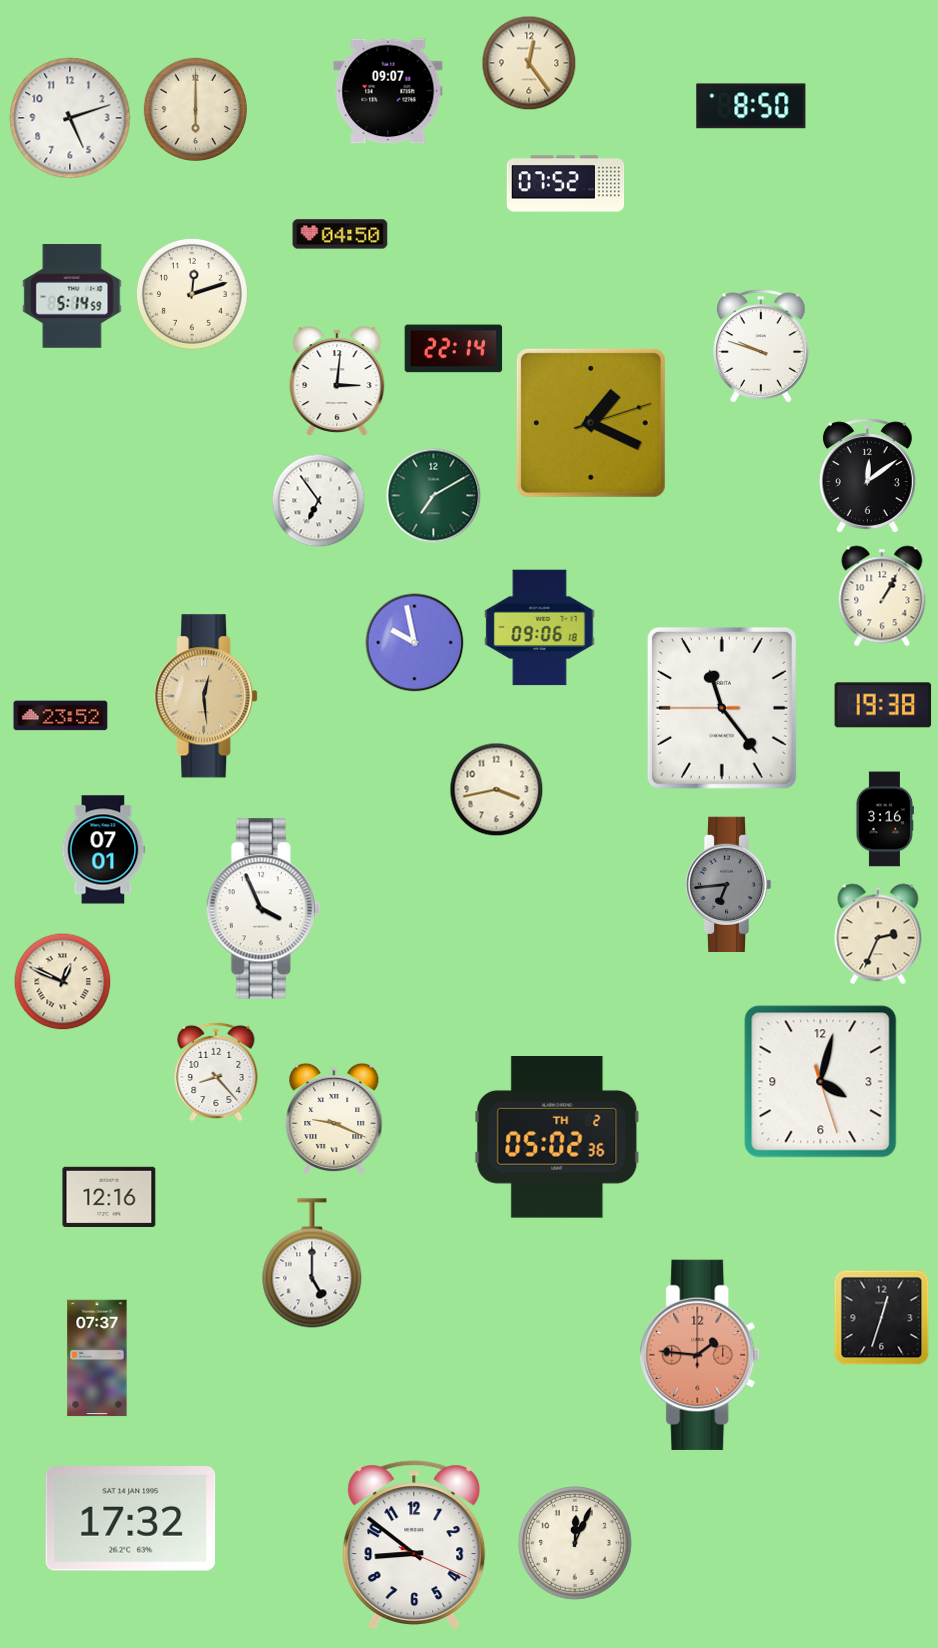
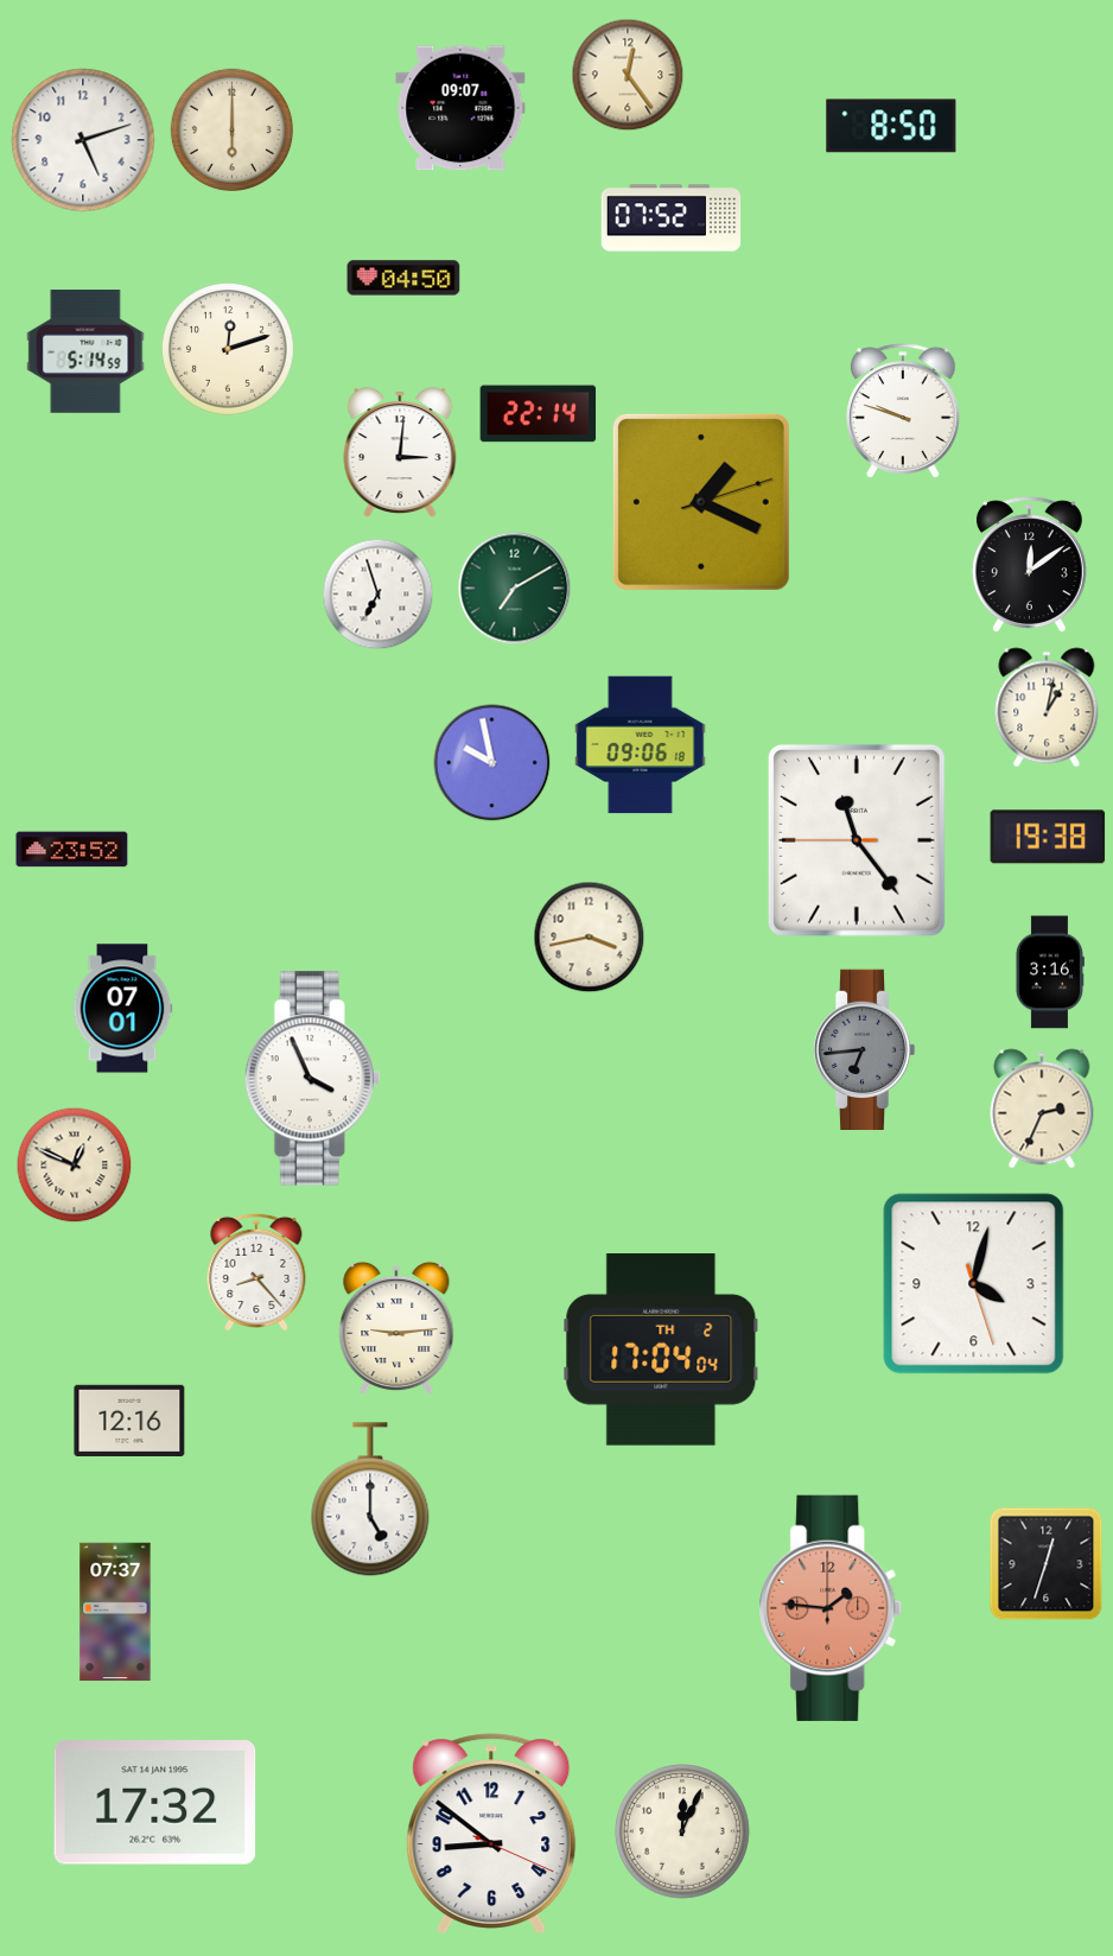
clock at (319, 501): 6:54 -> 6:57
clock at (882, 596): 1:05 -> 1:02
clock at (206, 696): 12:29 -> none
clock at (334, 1119): 9:19 -> 9:14
clock at (557, 1138): 05:02 -> 17:04
